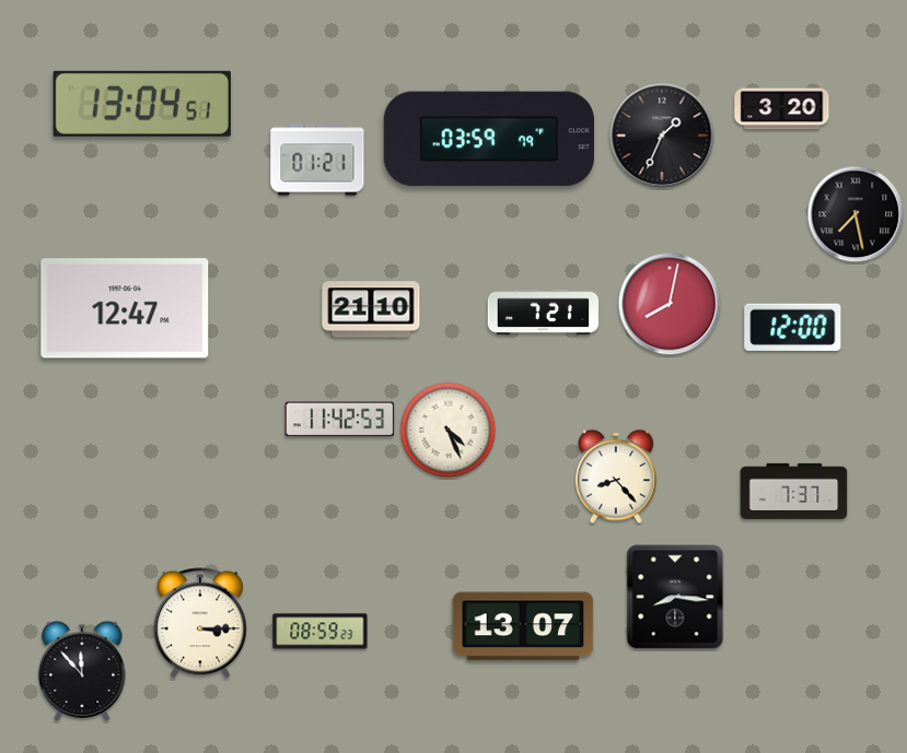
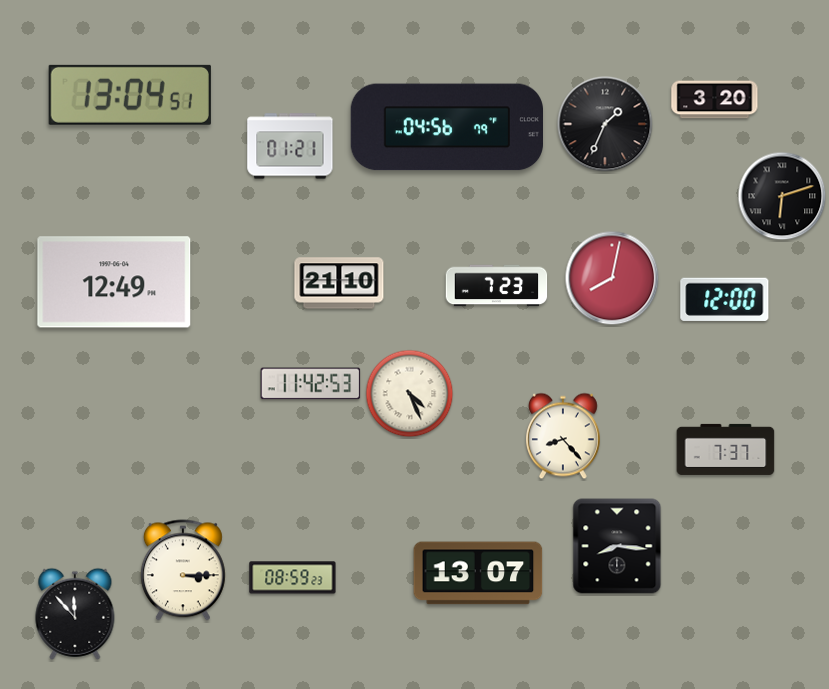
clock at (488, 139): 03:59 -> 04:56
clock at (856, 214): 7:28 -> 6:12
clock at (125, 308): 12:47 -> 12:49
clock at (544, 313): 7:21 -> 7:23
